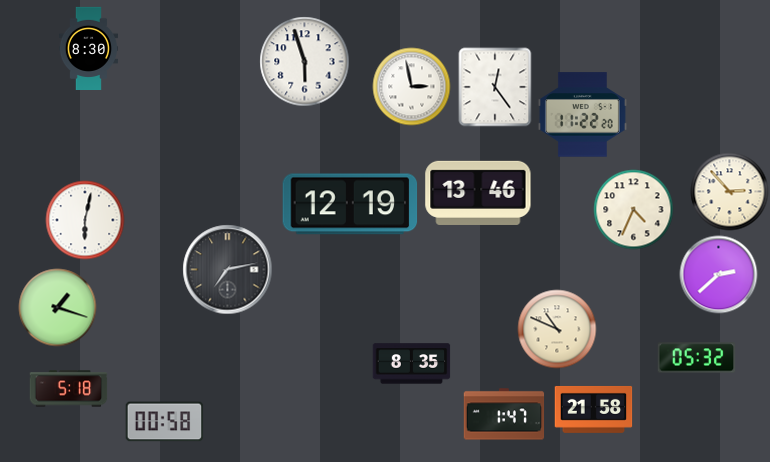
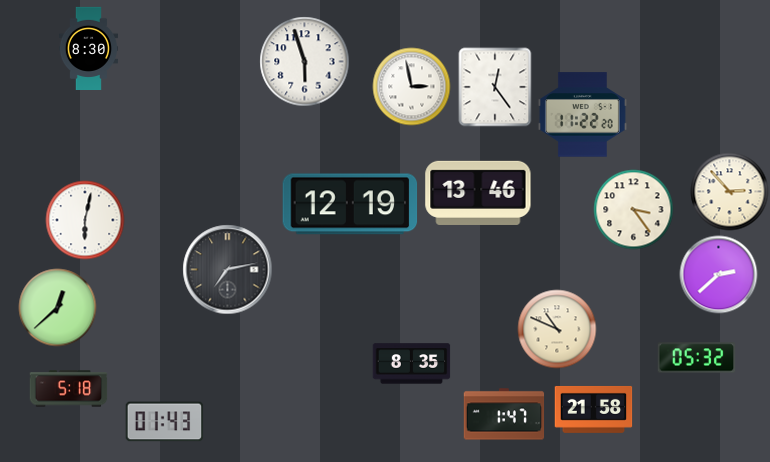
clock at (633, 209): 4:34 -> 3:24
clock at (57, 307): 1:18 -> 12:38
clock at (164, 422): 00:58 -> 01:43
